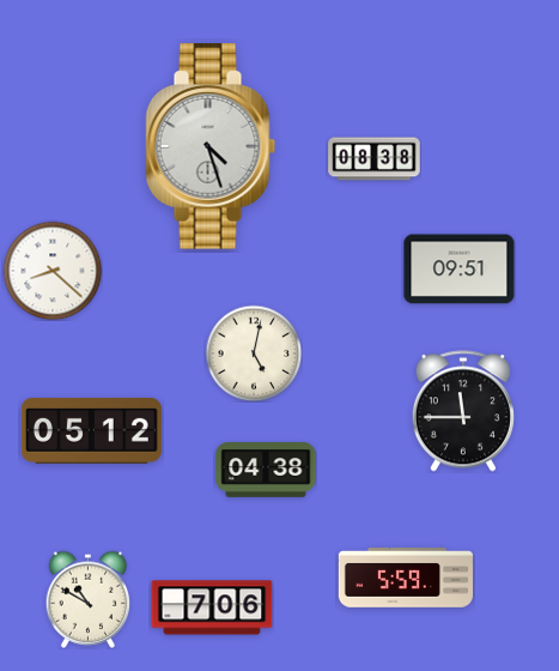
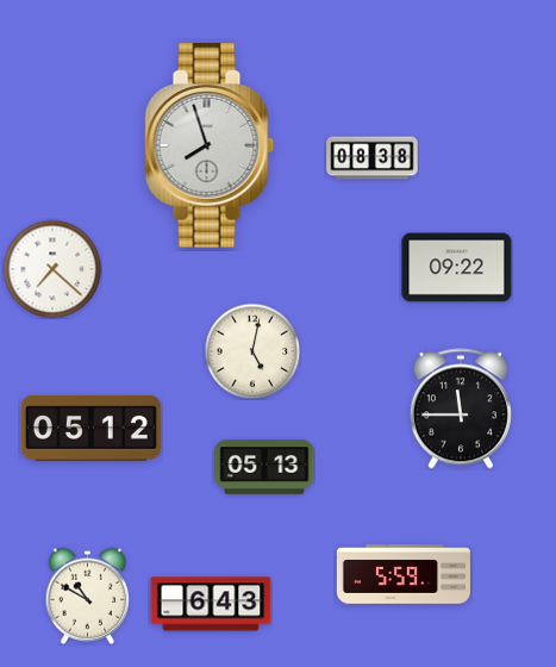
clock at (211, 146): 4:27 -> 7:57
clock at (460, 270): 09:51 -> 09:22
clock at (53, 271): 8:22 -> 7:22
clock at (266, 470): 04:38 -> 05:13
clock at (212, 607): 7:06 -> 6:43
